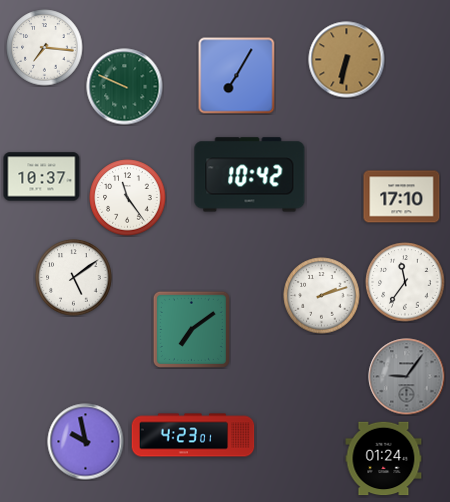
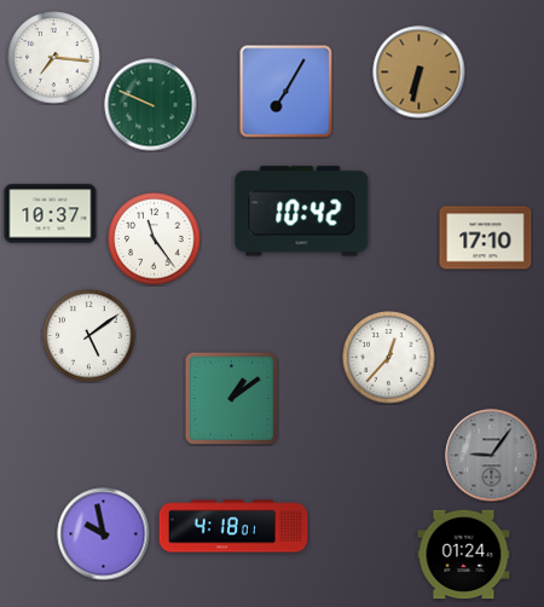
clock at (405, 282): 11:36 -> none
clock at (322, 296): 2:12 -> 12:37
clock at (191, 329): 7:09 -> 1:09
clock at (193, 435): 4:23 -> 4:18
